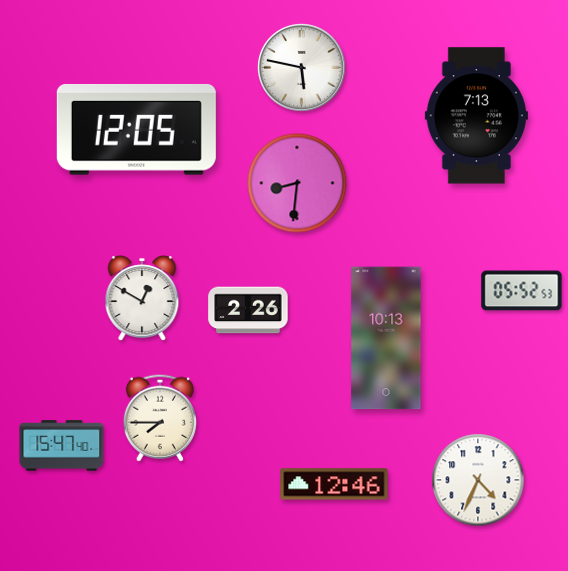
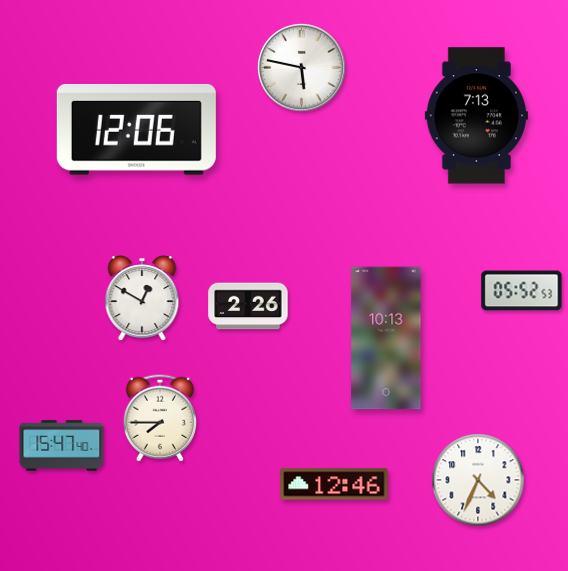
clock at (136, 129): 12:05 -> 12:06
clock at (297, 183): 8:31 -> none
clock at (248, 310) position: (248, 310) -> (248, 306)
